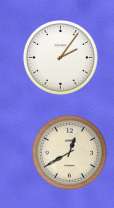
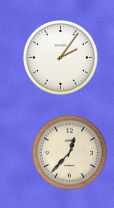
clock at (69, 152): 12:40 -> 12:37
